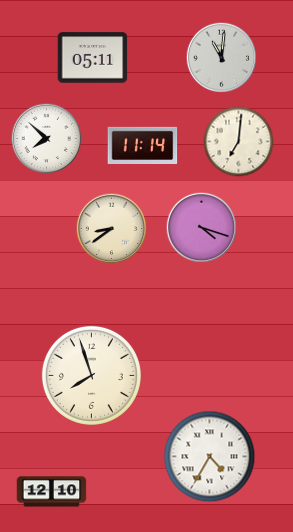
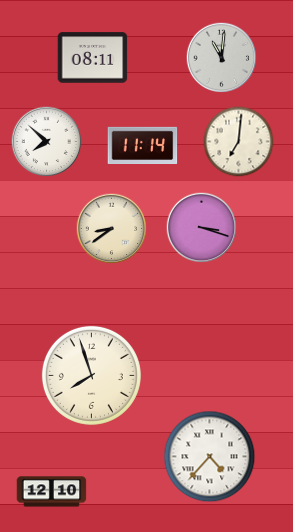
clock at (93, 58): 05:11 -> 08:11
clock at (47, 139) position: (47, 139) -> (47, 142)
clock at (202, 228): 4:18 -> 3:18
clock at (210, 457): 4:35 -> 4:37
